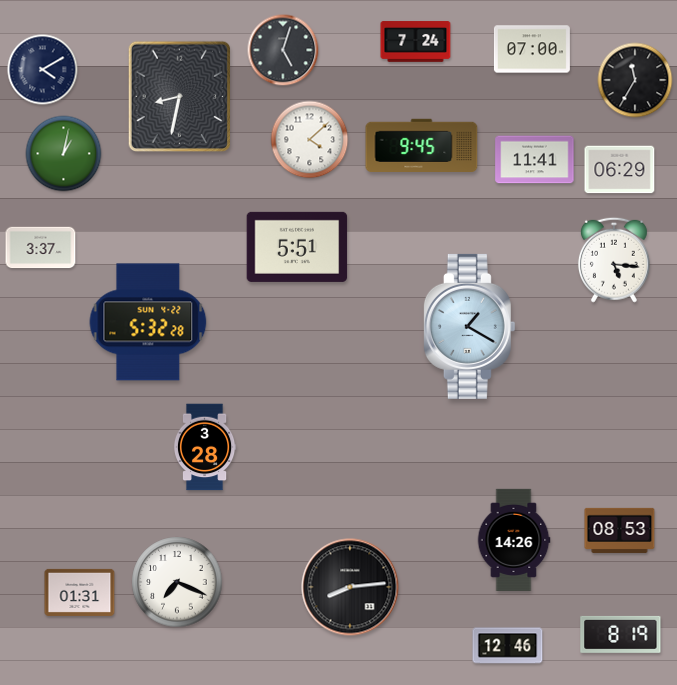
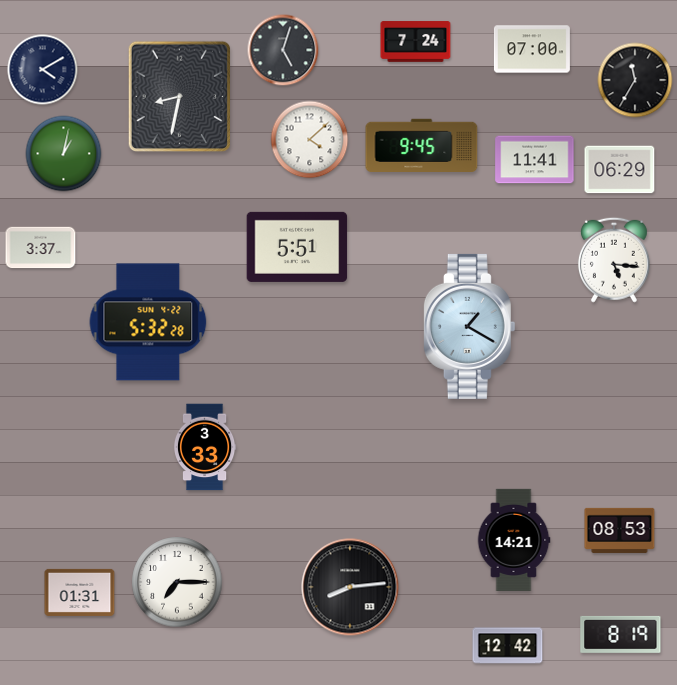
clock at (205, 447): 3:28 -> 3:33
clock at (514, 540): 14:26 -> 14:21
clock at (177, 582): 7:19 -> 7:15
clock at (508, 646): 12:46 -> 12:42
